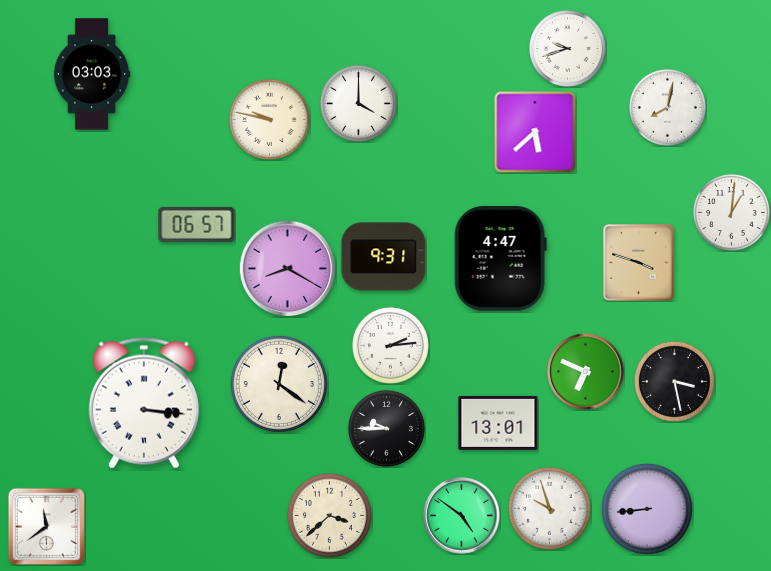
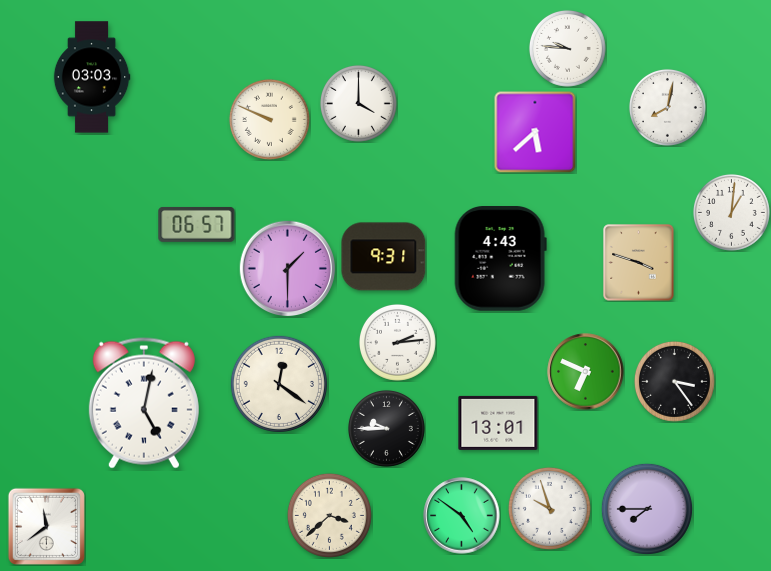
clock at (567, 48): 9:42 -> 9:46
clock at (92, 74) position: (92, 74) -> (92, 77)
clock at (269, 119): 9:47 -> 9:49
clock at (500, 259): 4:47 -> 4:43
clock at (288, 269): 8:20 -> 1:30
clock at (390, 345) position: (390, 345) -> (397, 342)
clock at (674, 381): 3:28 -> 3:24
clock at (144, 403): 3:16 -> 5:02
clock at (647, 509): 8:44 -> 7:45
